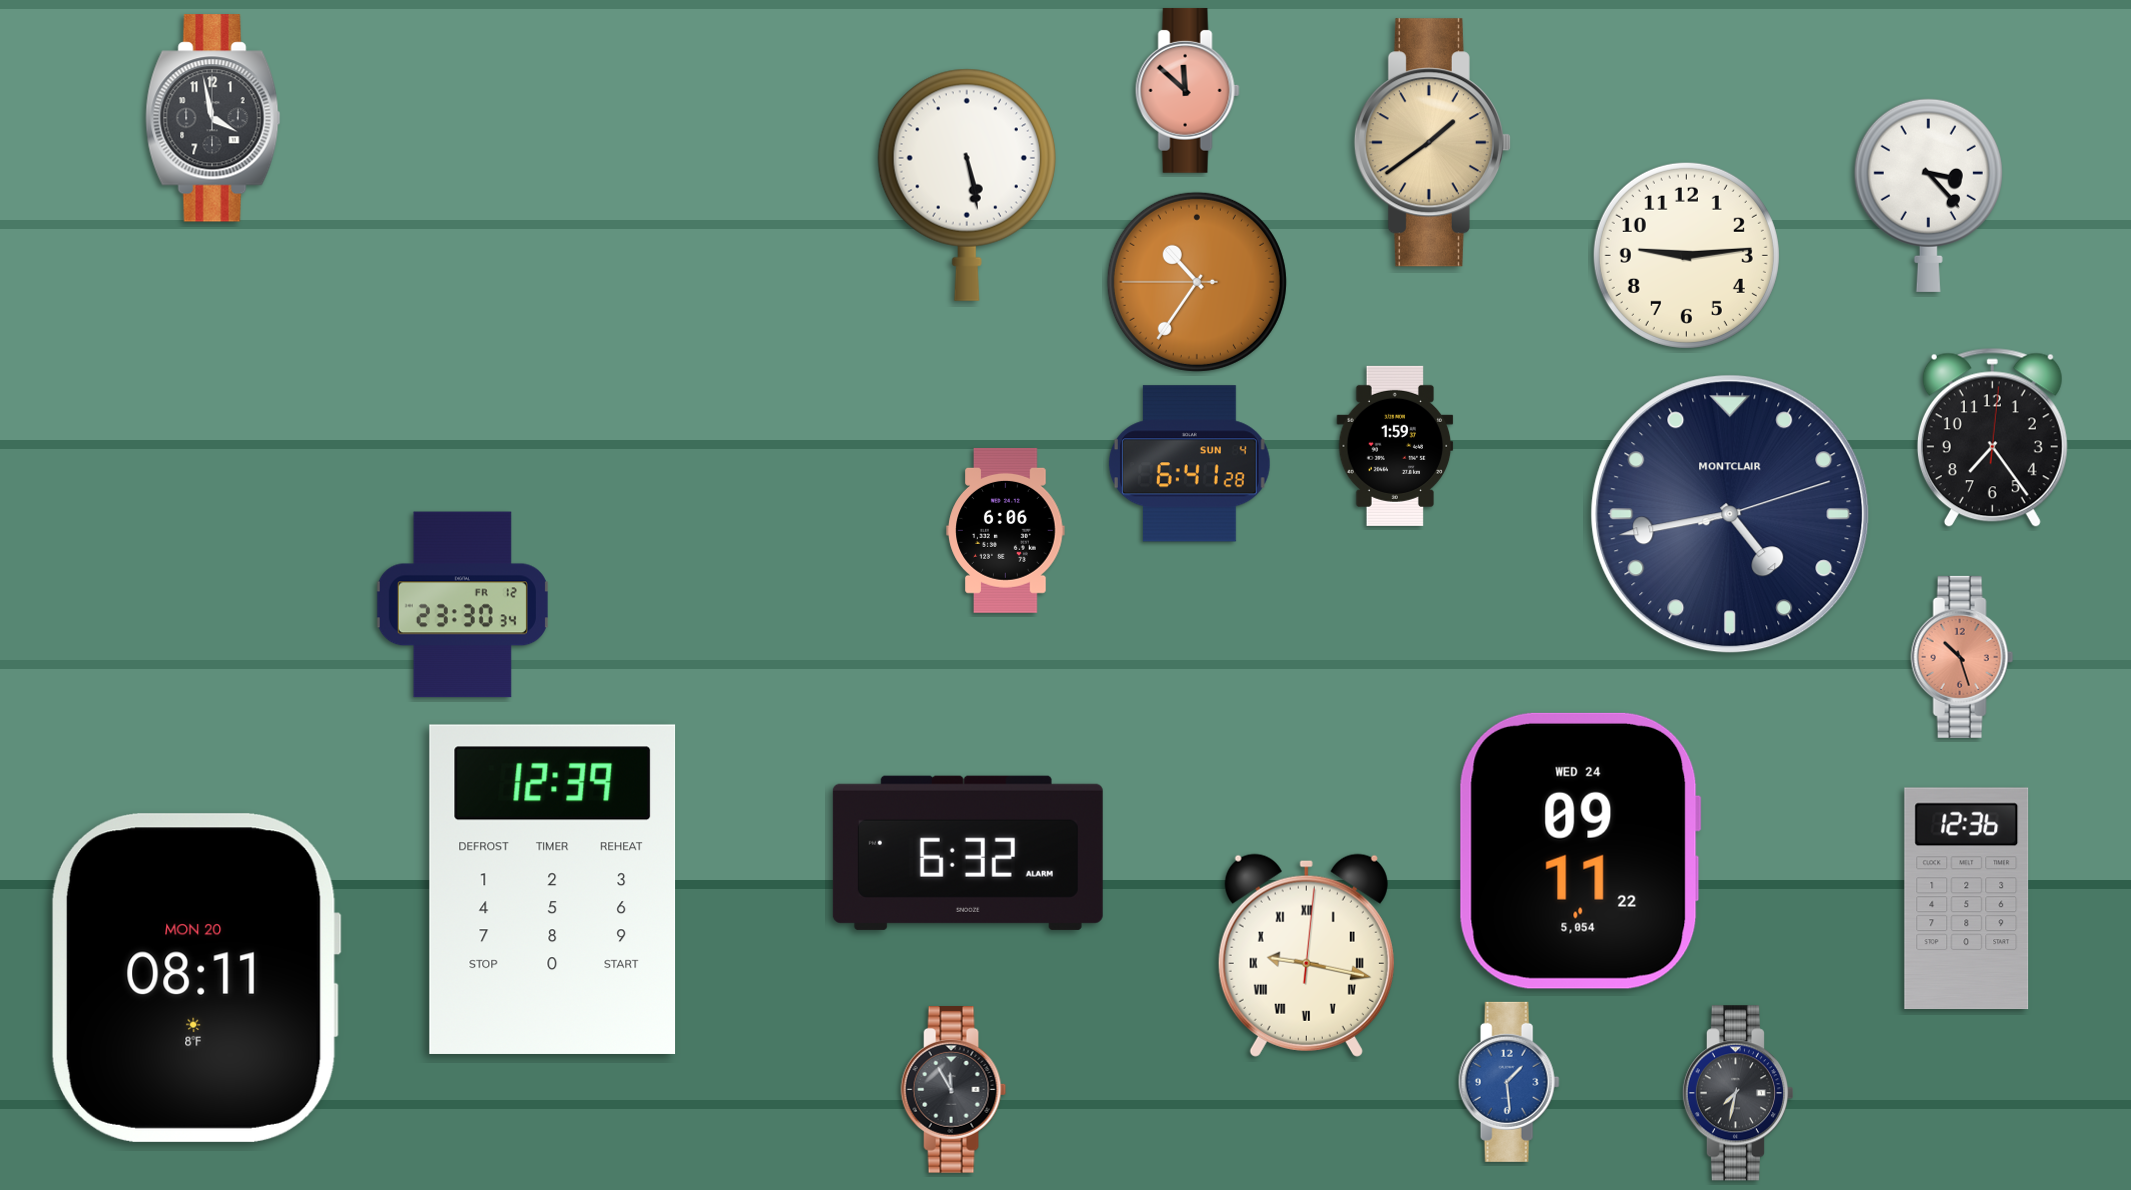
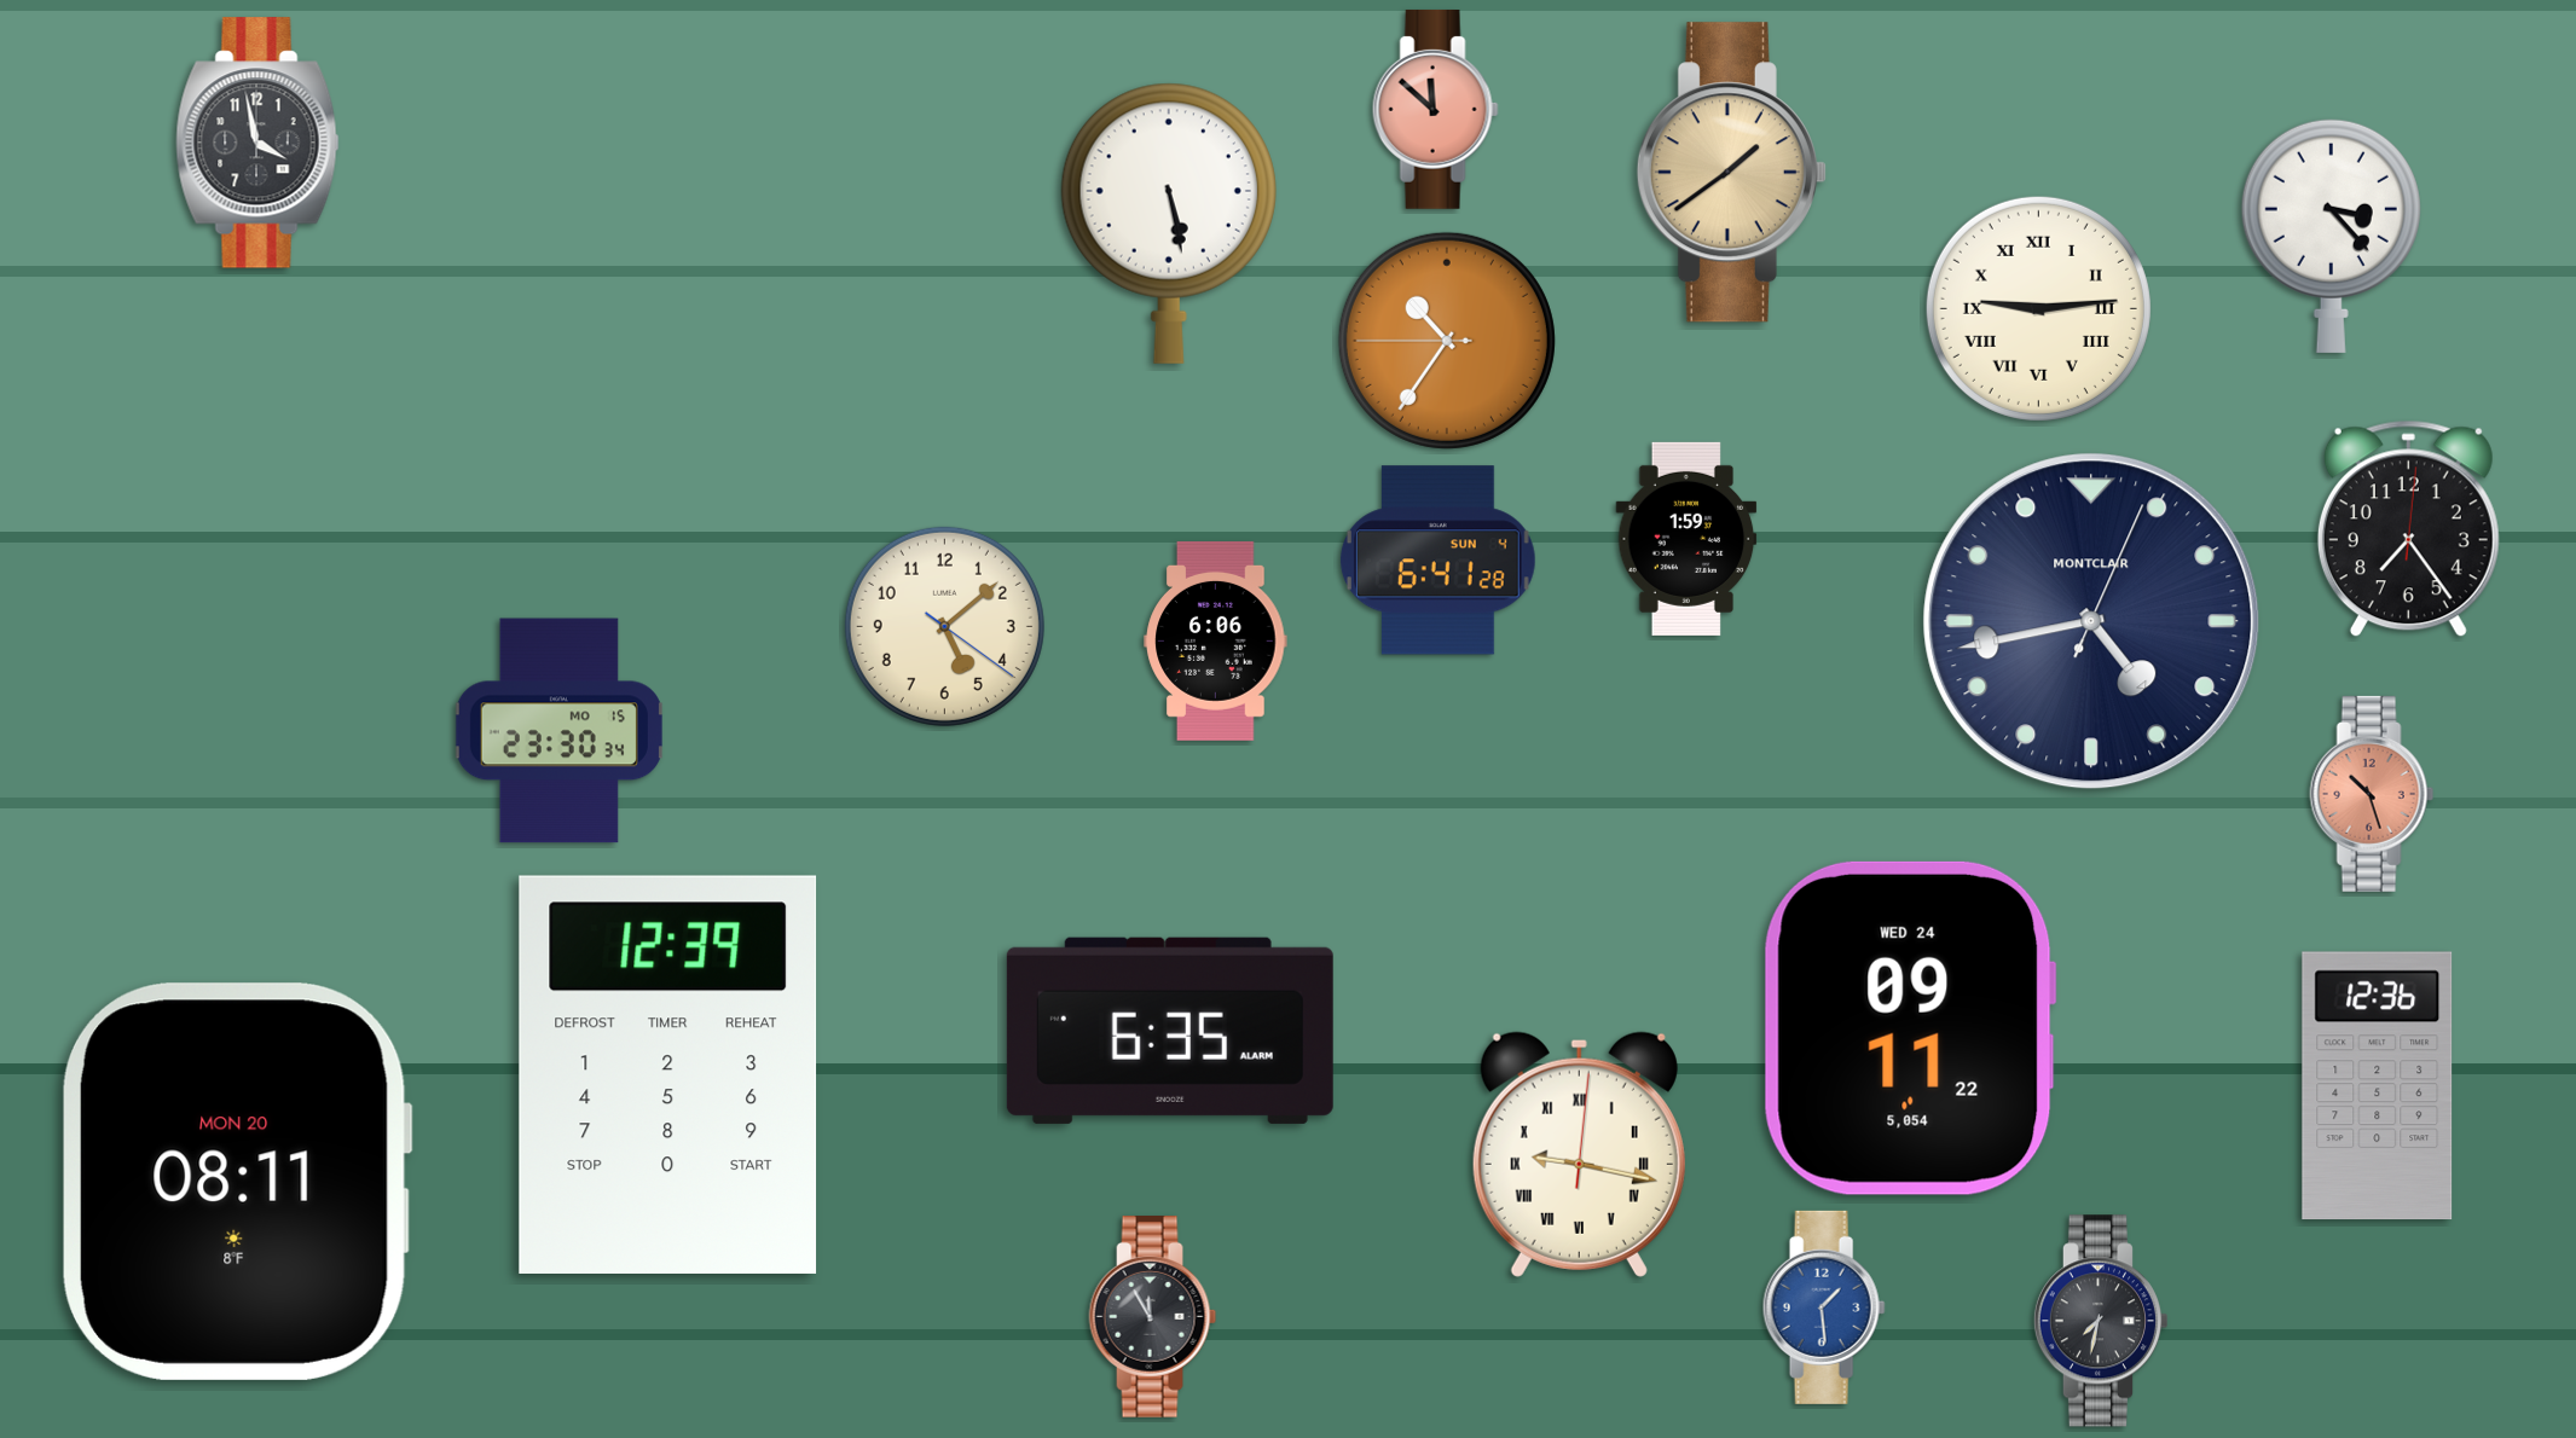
clock at (1686, 255) numerals: Arabic -> Roman
clock at (1730, 514): 4:43:12 -> 4:43:04
clock at (944, 626): none -> 5:08
clock at (462, 605) date: FR 12 -> MO 15
clock at (968, 853): 6:32 -> 6:35
